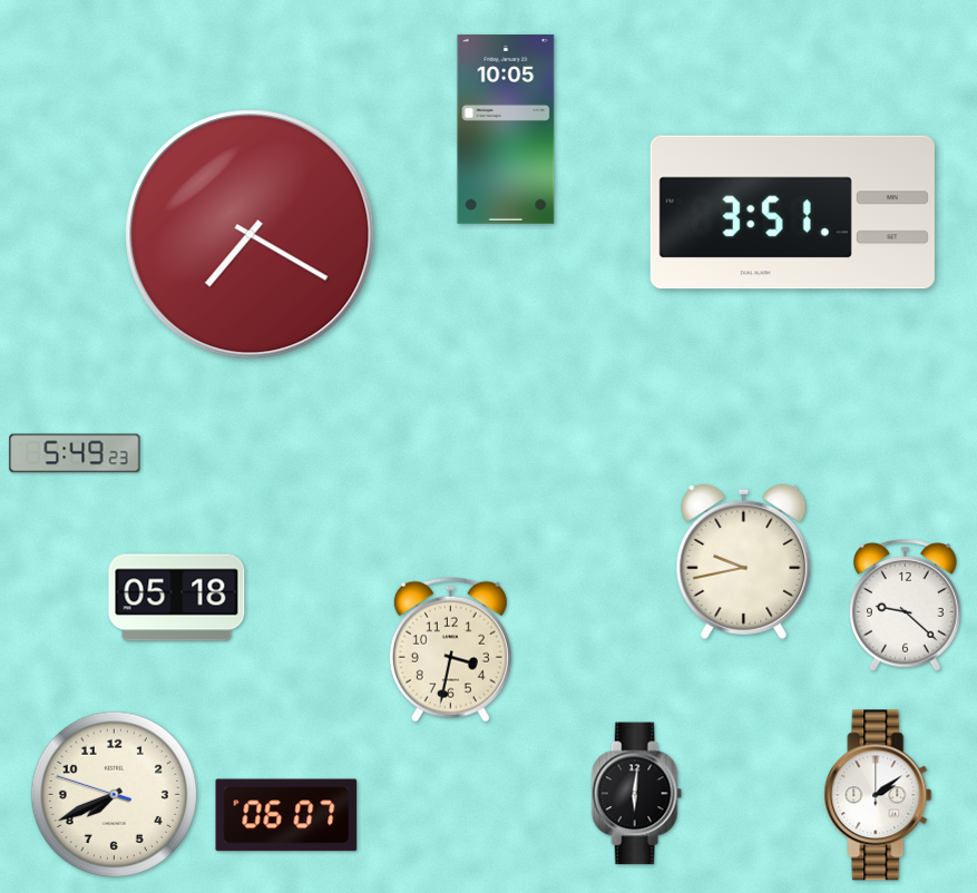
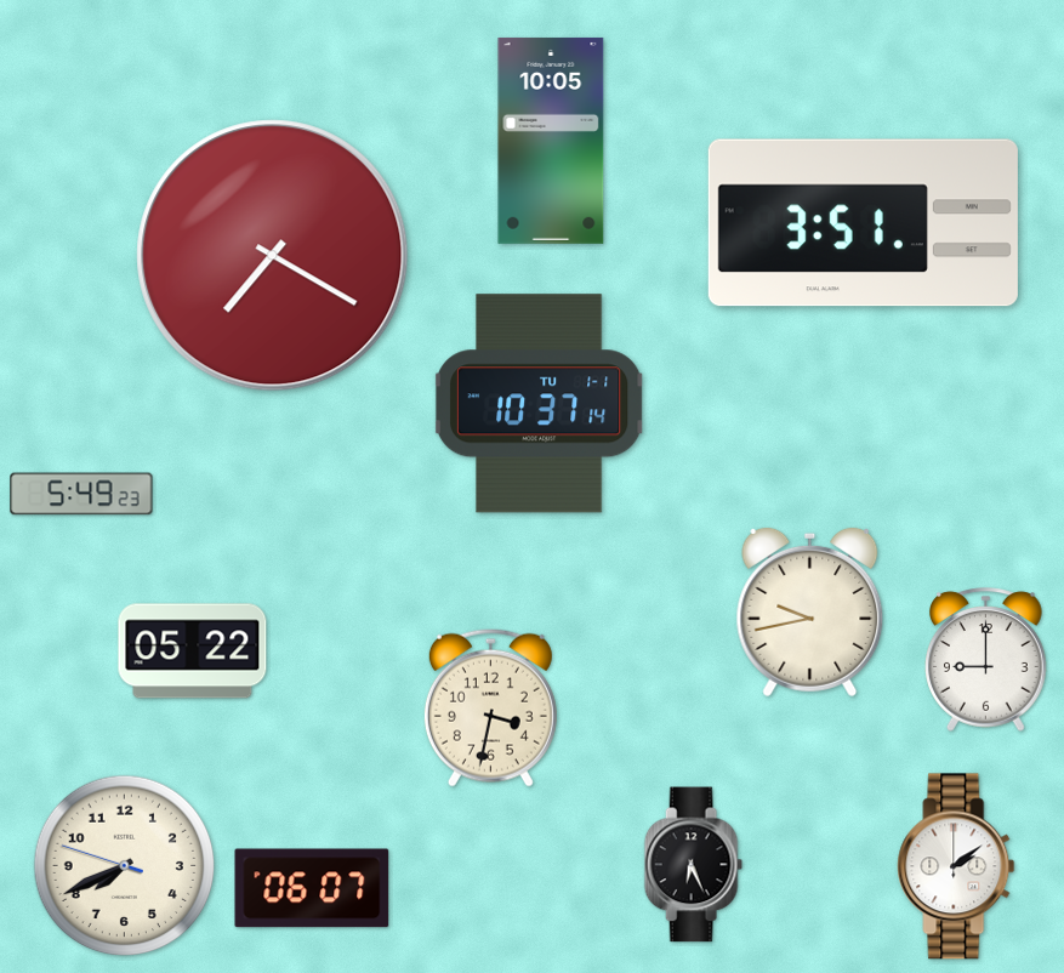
clock at (792, 213) position: (792, 213) -> (863, 223)
clock at (540, 404): none -> 10:37
clock at (177, 598): 05:18 -> 05:22
clock at (906, 606): 9:22 -> 9:00
clock at (636, 794): 6:01 -> 6:26
